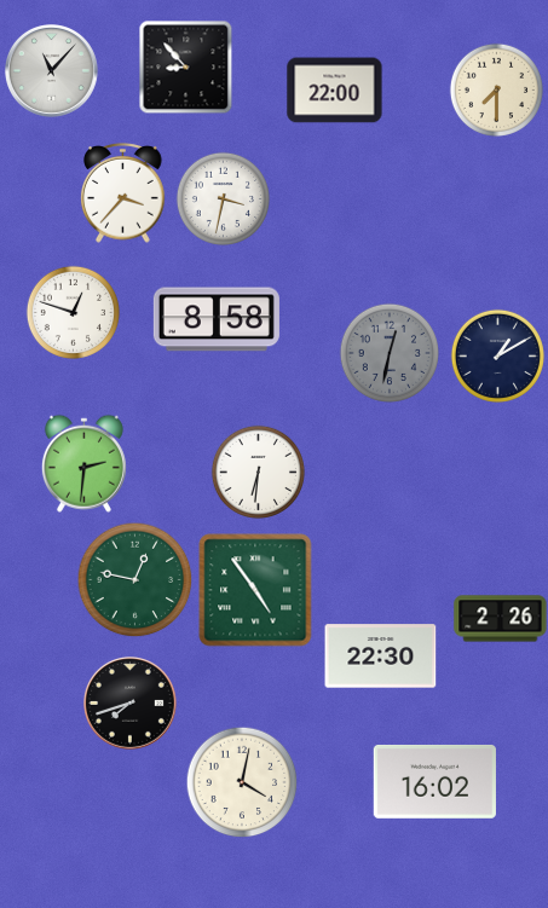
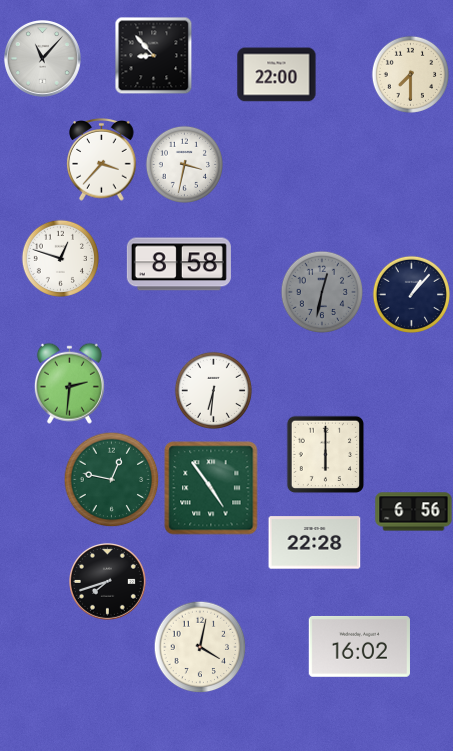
clock at (497, 355): 1:10 -> 1:07
clock at (325, 454): none -> 6:00
clock at (501, 619): 2:26 -> 6:56
clock at (381, 657): 22:30 -> 22:28
